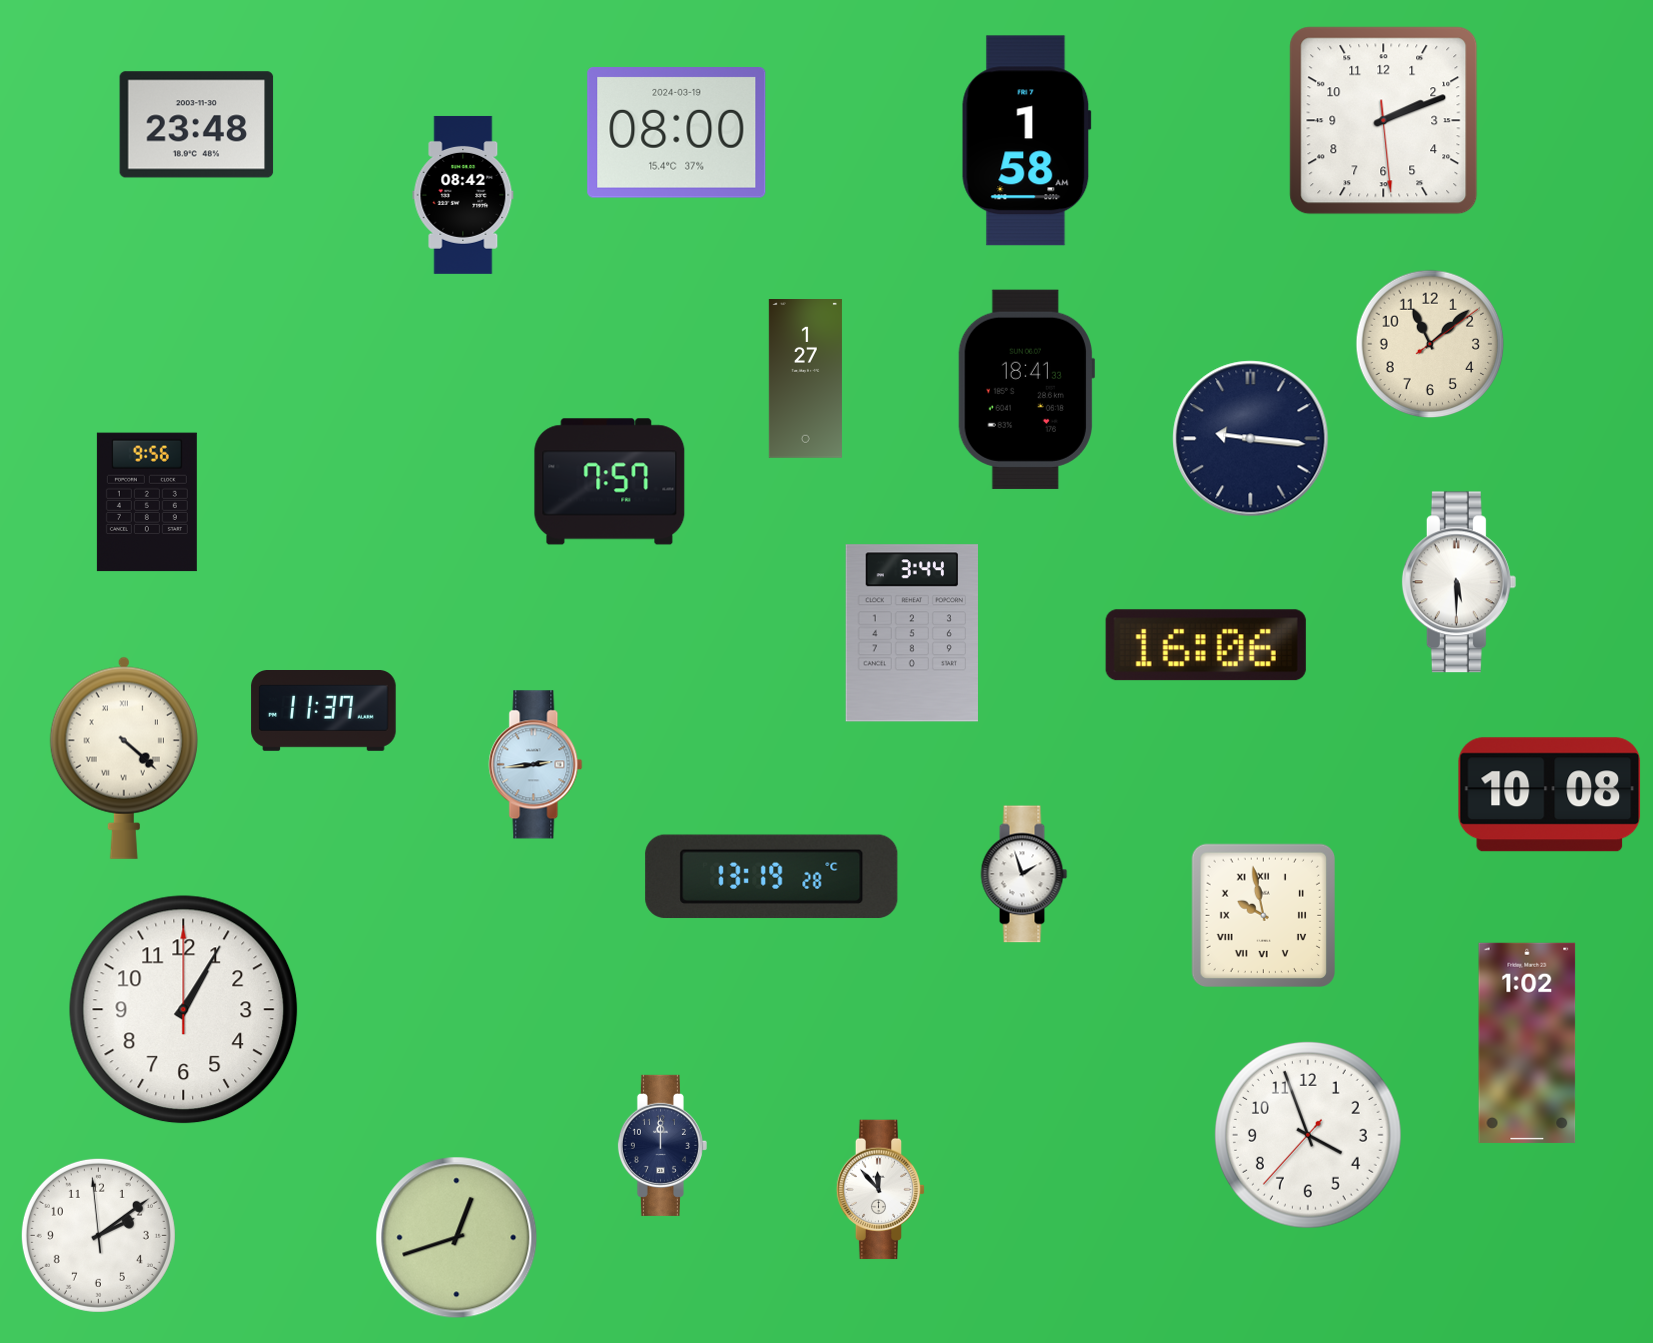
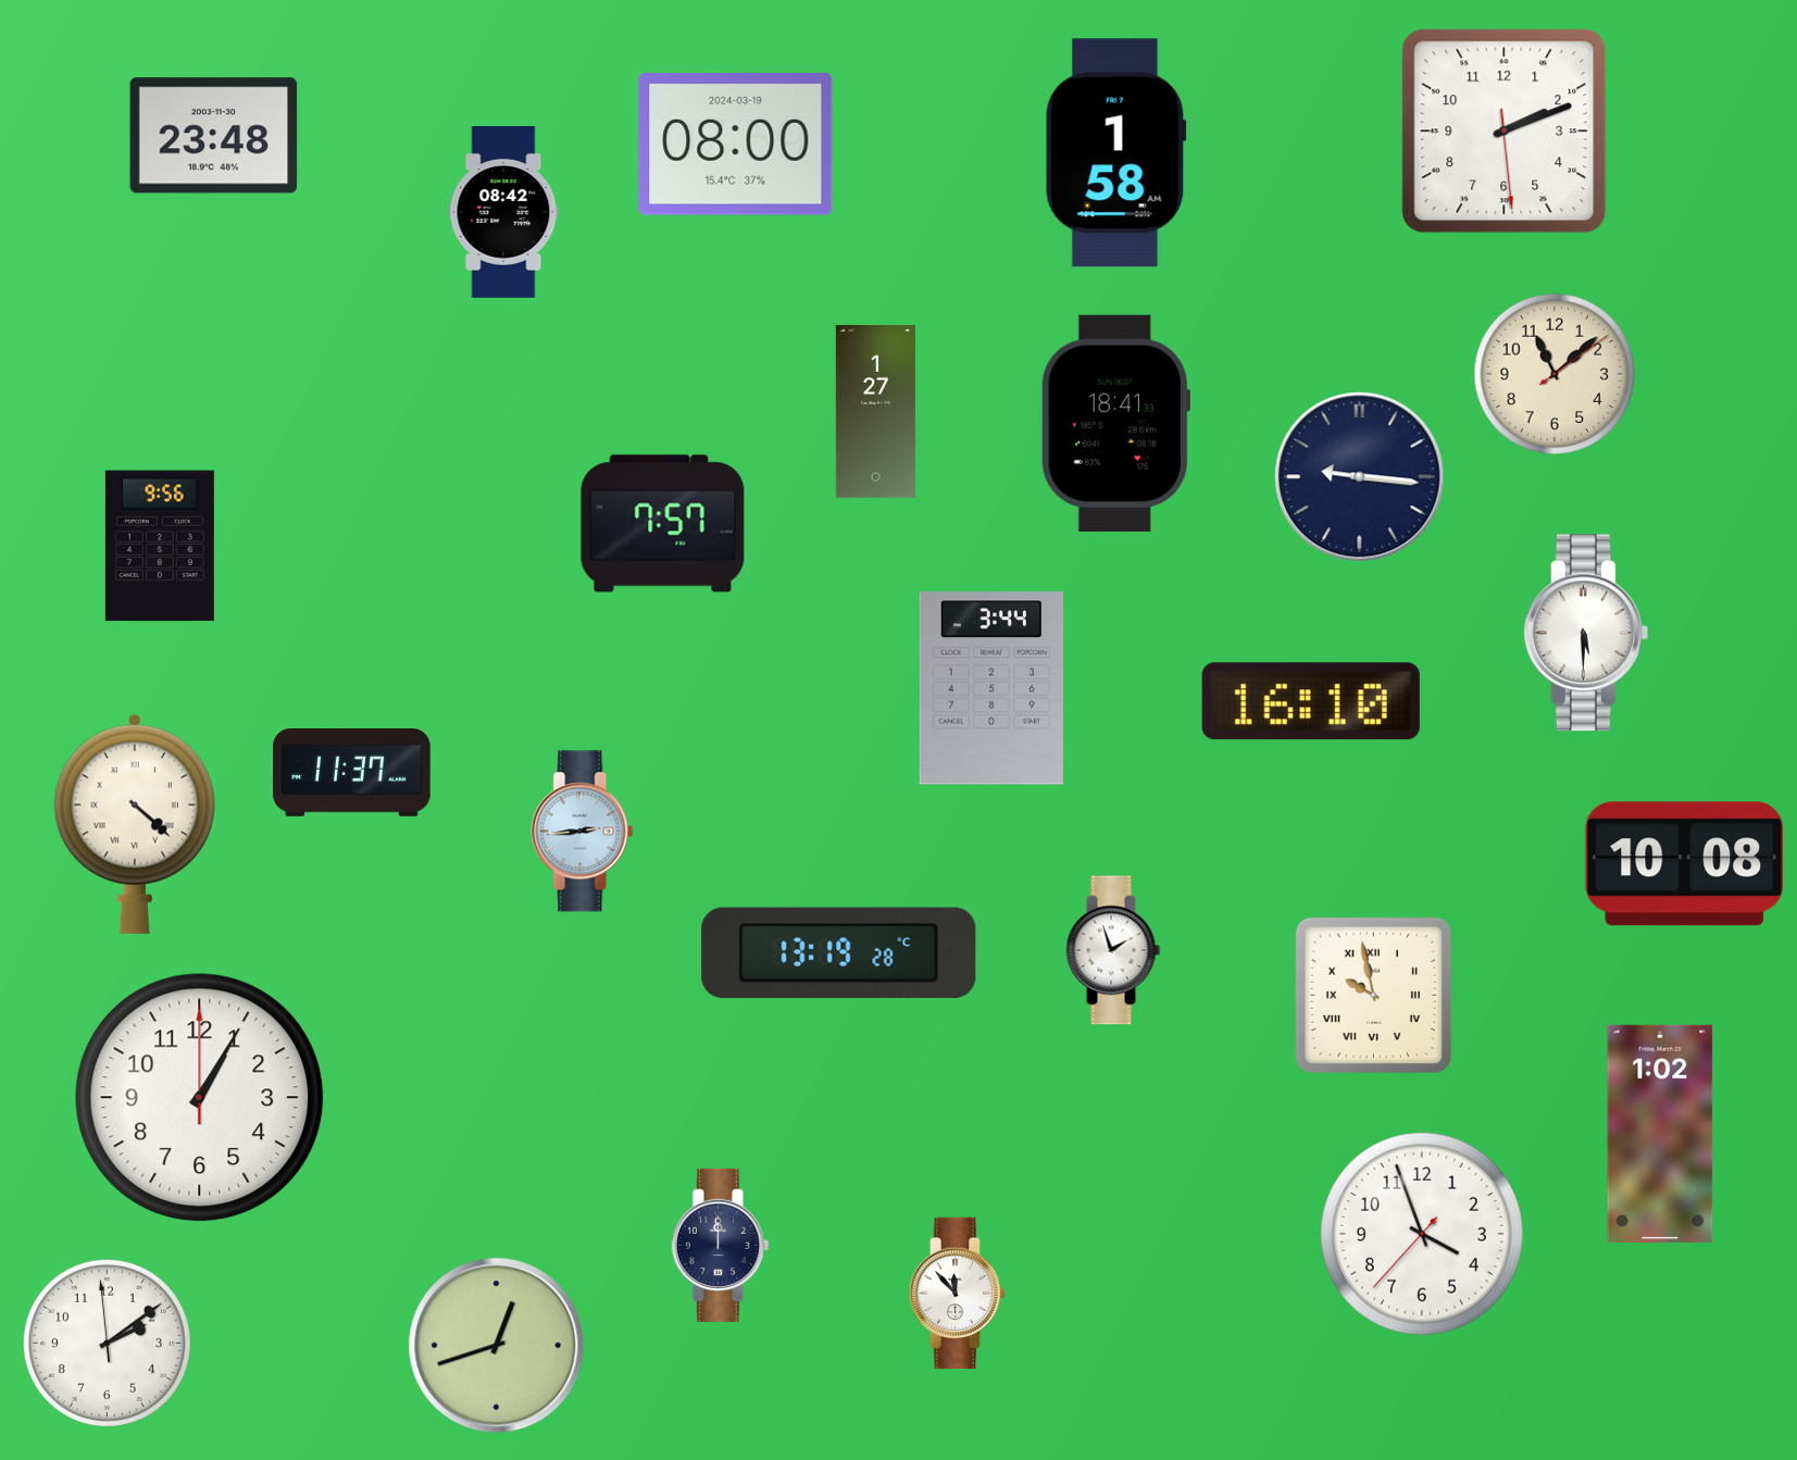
clock at (1206, 645): 16:06 -> 16:10
